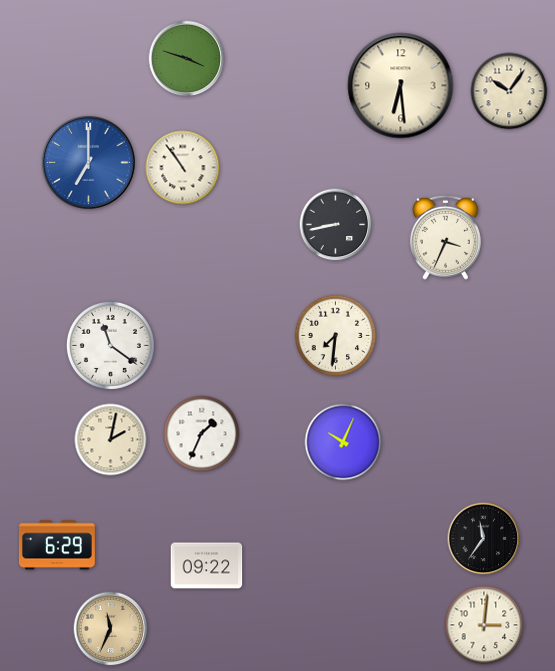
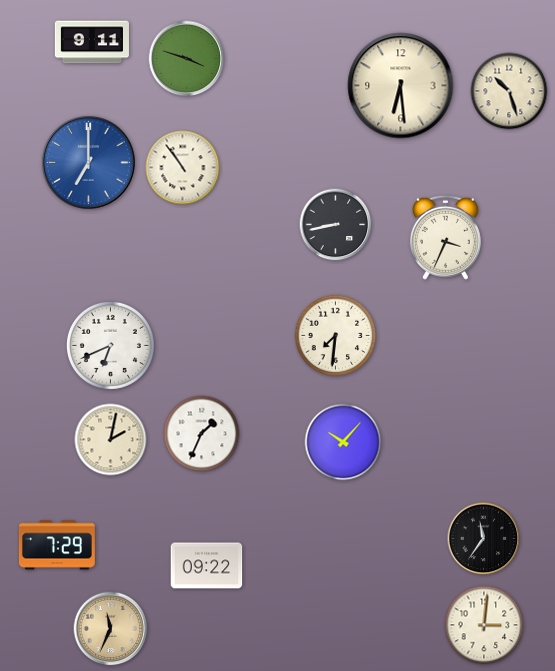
clock at (92, 42): none -> 9:11
clock at (509, 91): 10:06 -> 10:27
clock at (110, 345): 11:21 -> 6:41
clock at (343, 442): 10:04 -> 10:07
clock at (57, 545): 6:29 -> 7:29
